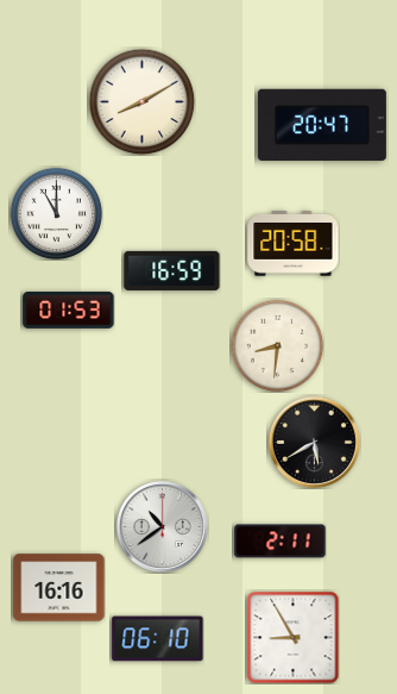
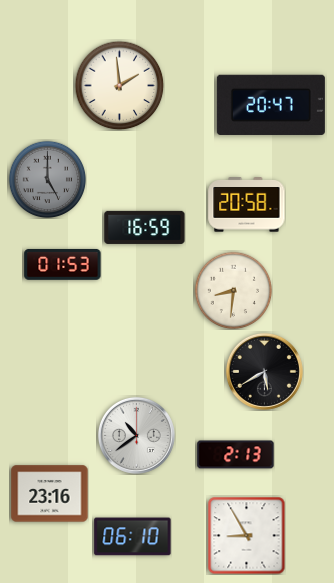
clock at (141, 101): 8:10 -> 1:59
clock at (56, 213): 11:00 -> 5:00
clock at (56, 213) dial: white -> grey
clock at (69, 311) position: (69, 311) -> (63, 265)
clock at (162, 526) position: (162, 526) -> (136, 435)
clock at (281, 542): 2:11 -> 2:13
clock at (59, 588): 16:16 -> 23:16
